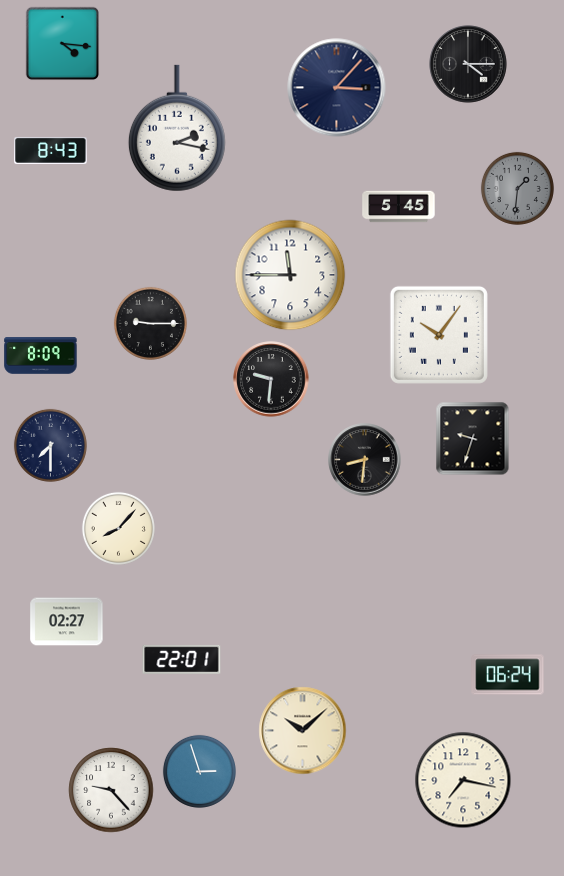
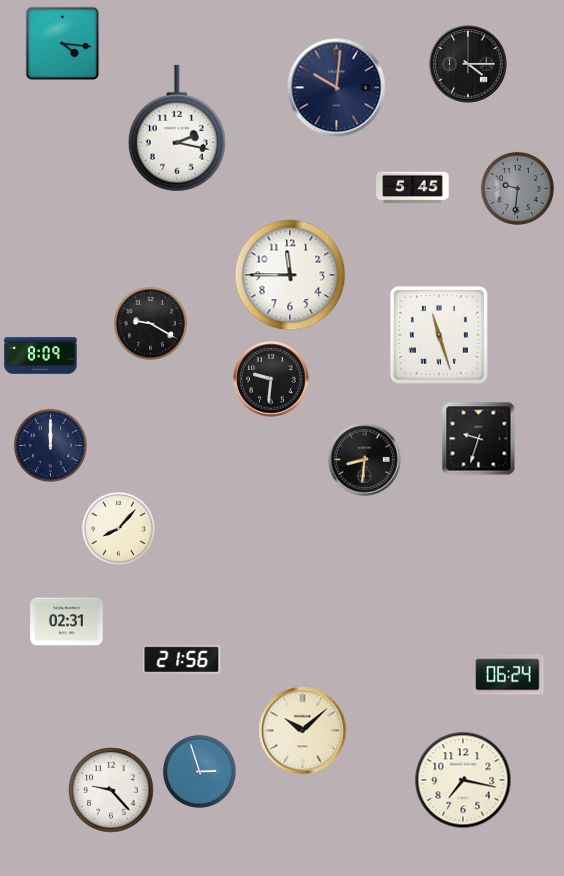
clock at (337, 88): 3:07 -> 10:01
clock at (51, 150): 8:43 -> none
clock at (517, 188): 1:31 -> 9:31
clock at (399, 207) position: (399, 207) -> (413, 188)
clock at (150, 323): 9:15 -> 9:20
clock at (439, 335): 10:06 -> 11:27
clock at (473, 439) position: (473, 439) -> (479, 439)
clock at (50, 445): 7:30 -> 12:00
clock at (67, 622): 02:27 -> 02:31
clock at (182, 659): 22:01 -> 21:56
